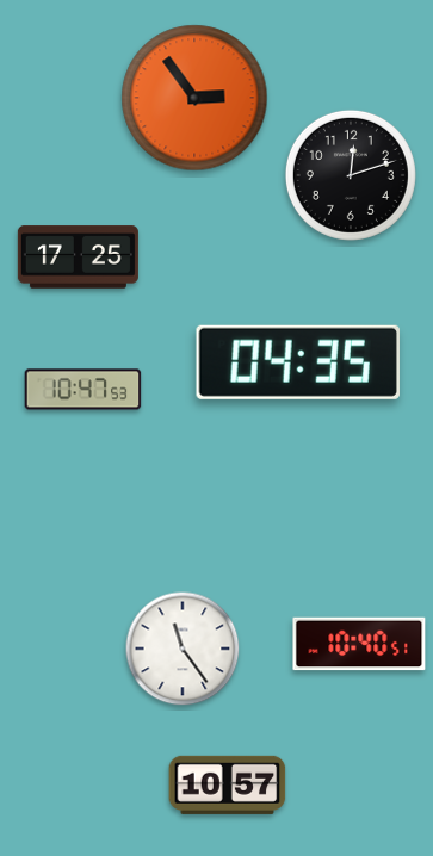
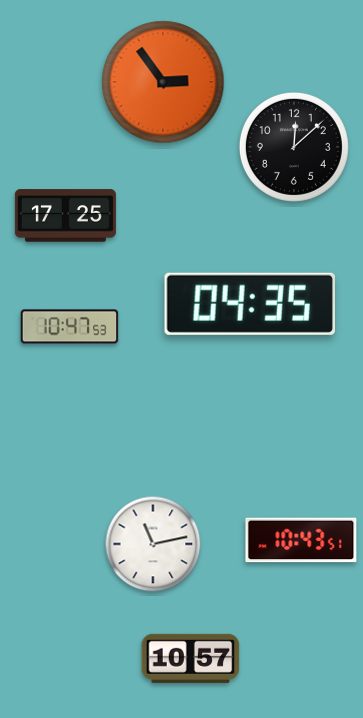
clock at (351, 175): 12:12 -> 12:08
clock at (359, 644): 10:40 -> 10:43
clock at (183, 649): 11:24 -> 11:13
